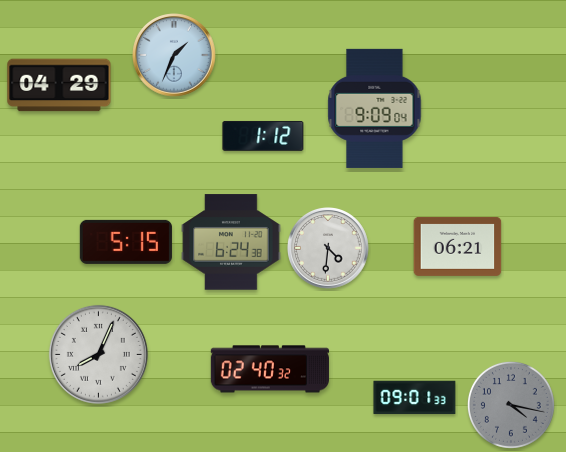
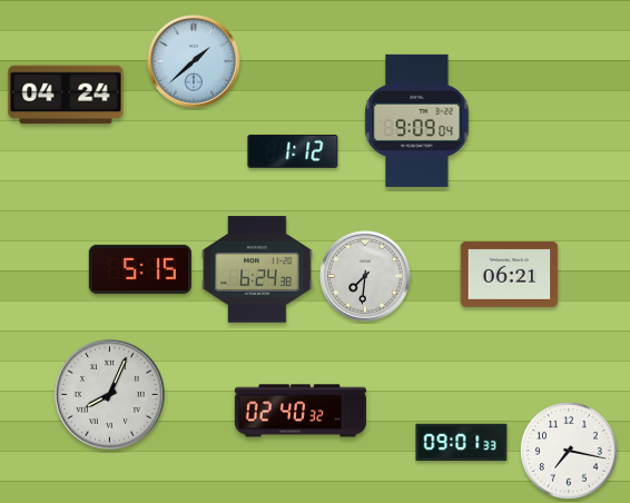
clock at (175, 56): 1:34 -> 1:38
clock at (59, 85): 04:29 -> 04:24
clock at (329, 249): 4:31 -> 7:31
clock at (511, 405): 4:17 -> 7:17
clock at (511, 405) dial: grey -> white
